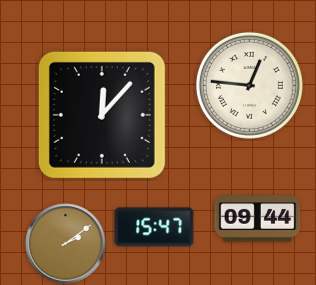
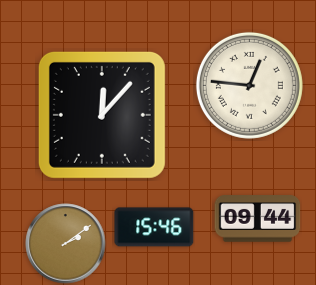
clock at (154, 227): 15:47 -> 15:46
